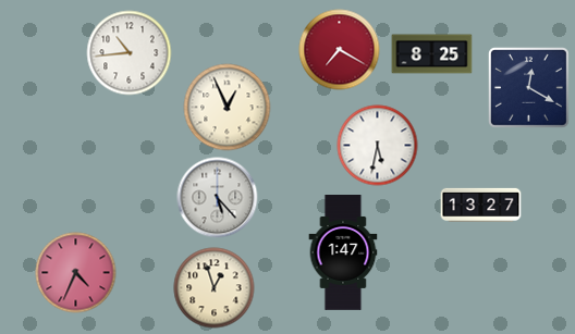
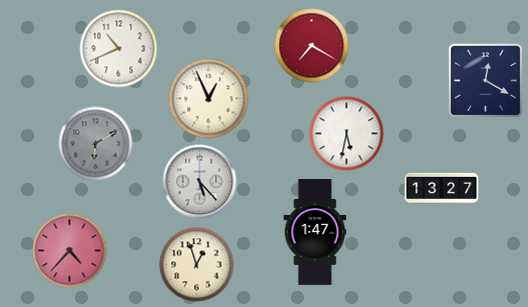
clock at (130, 53): 10:44 -> 10:41
clock at (432, 54): 8:25 -> none
clock at (96, 144): none -> 6:10
clock at (76, 273): 4:34 -> 4:37
